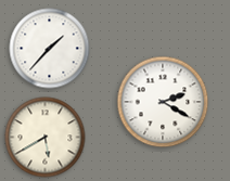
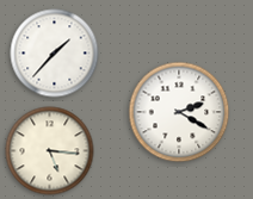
clock at (46, 138): 5:40 -> 5:16
